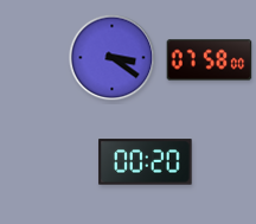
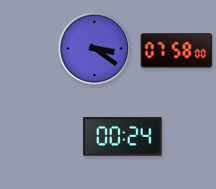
clock at (146, 162): 00:20 -> 00:24
